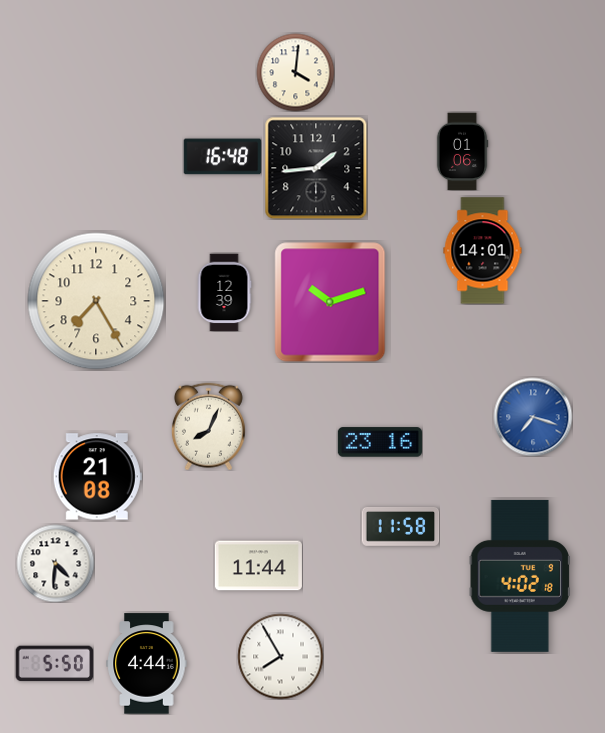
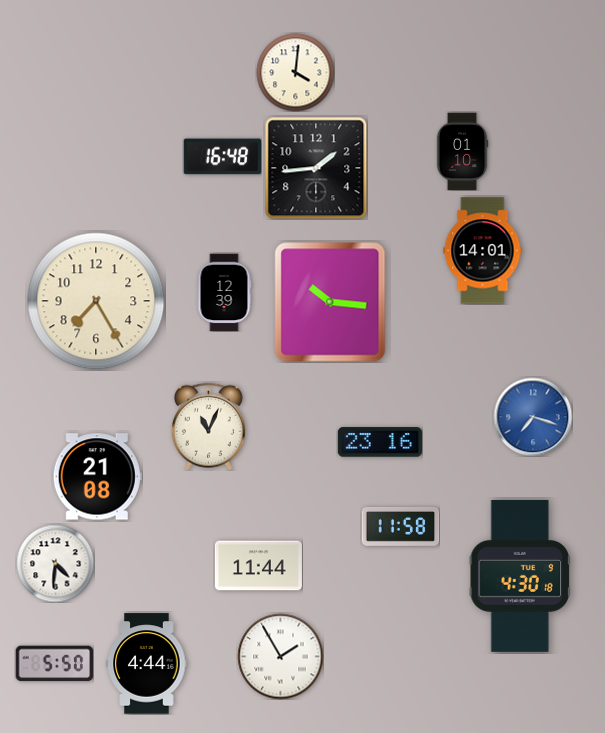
clock at (462, 151): 01:06 -> 01:10
clock at (330, 302): 10:12 -> 10:16
clock at (208, 426): 8:04 -> 11:04
clock at (519, 576): 4:02 -> 4:30
clock at (280, 656): 7:55 -> 1:55
